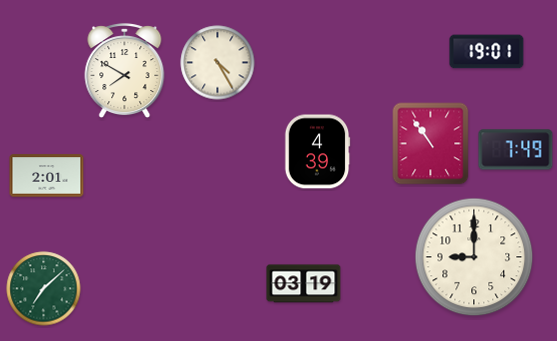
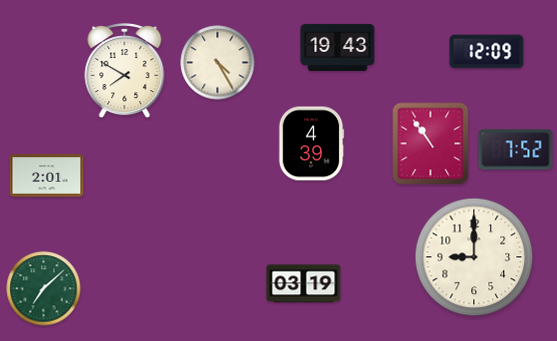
clock at (338, 47): none -> 19:43
clock at (487, 52): 19:01 -> 12:09
clock at (516, 150): 7:49 -> 7:52
clock at (317, 152) position: (317, 152) -> (311, 144)
